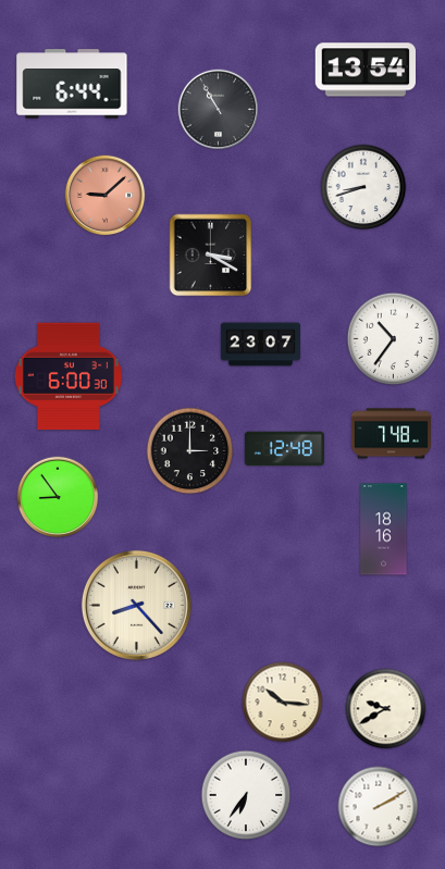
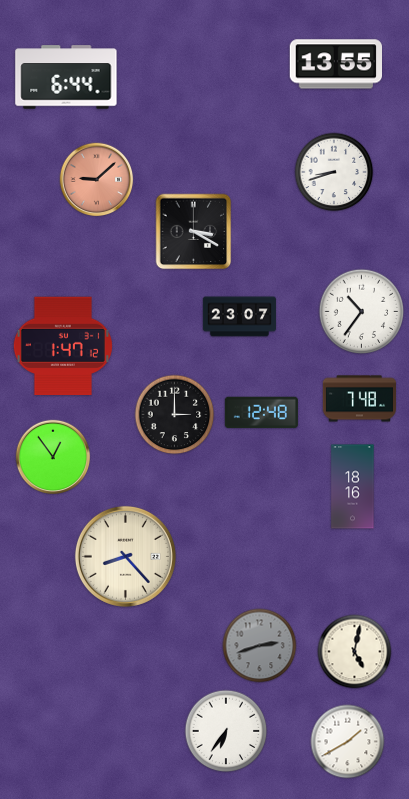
clock at (364, 70): 13:54 -> 13:55
clock at (219, 110): 10:55 -> none
clock at (211, 256) position: (211, 256) -> (194, 232)
clock at (69, 376): 6:00 -> 1:47
clock at (58, 497): 8:54 -> 12:54
clock at (283, 703): 10:16 -> 2:42
clock at (283, 703) dial: cream -> grey
clock at (386, 709): 9:40 -> 5:02
clock at (379, 807): 2:10 -> 1:40
